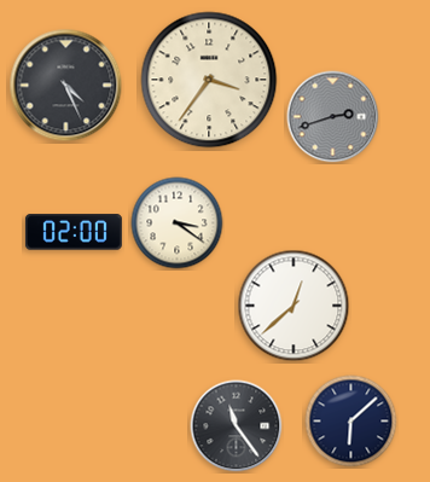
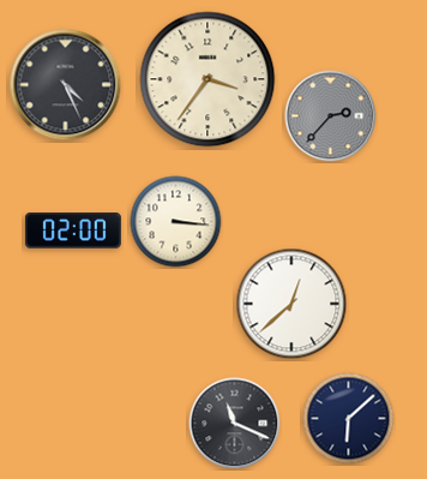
clock at (333, 117): 2:42 -> 2:37
clock at (178, 223): 3:21 -> 3:16
clock at (237, 426): 11:24 -> 11:19
